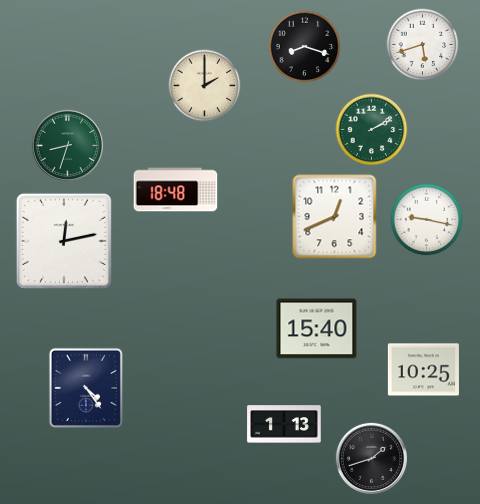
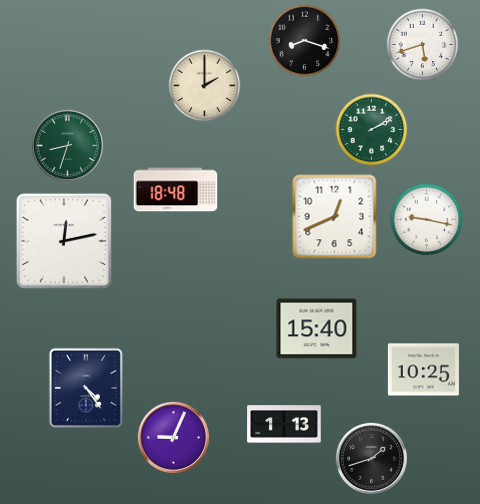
clock at (305, 47) position: (305, 47) -> (305, 41)
clock at (173, 437): none -> 9:04
